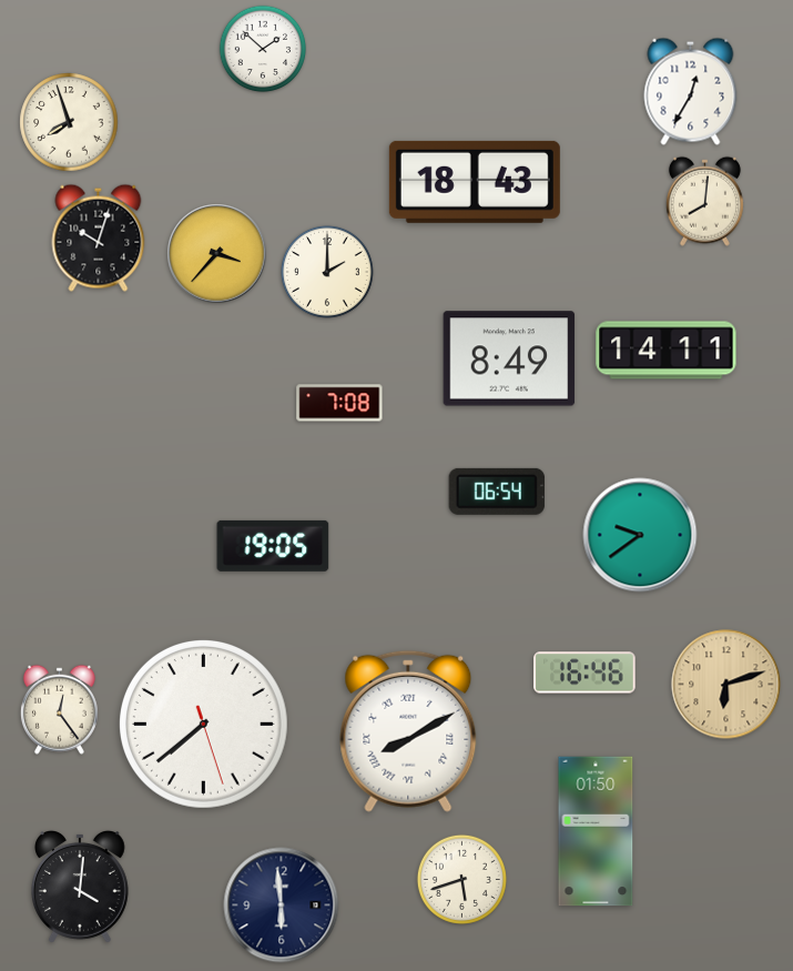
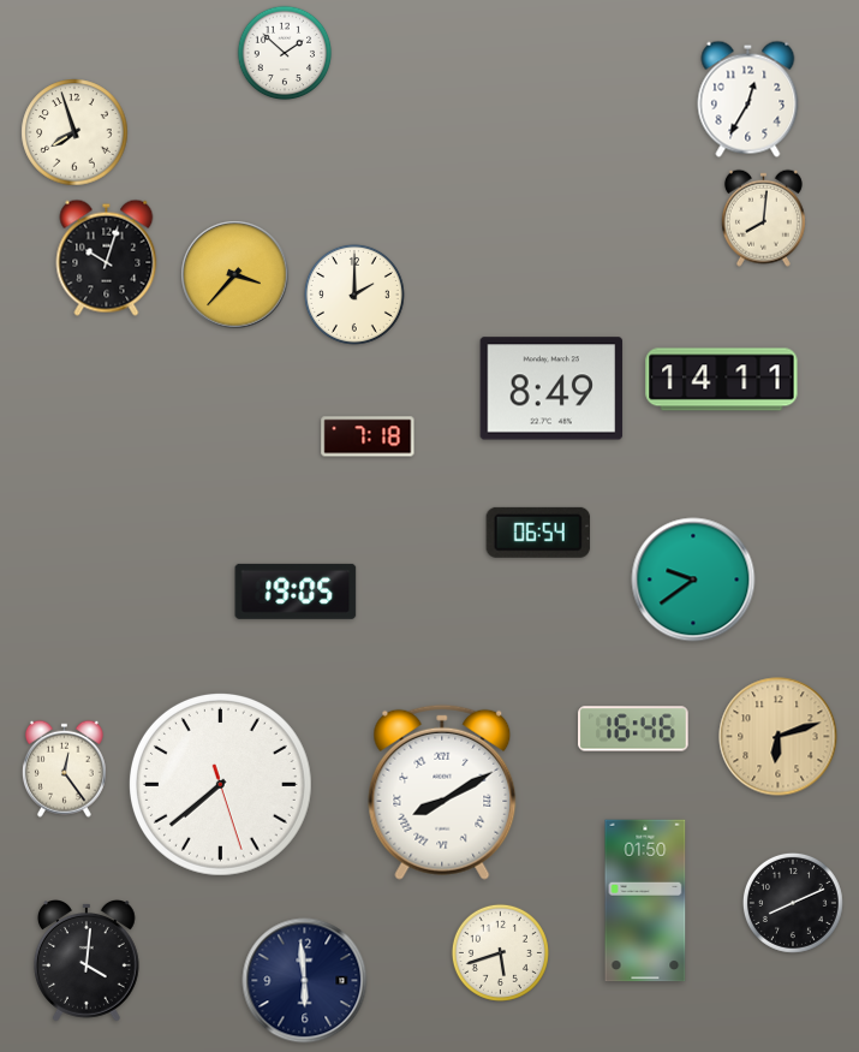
clock at (475, 182): 18:43 -> none
clock at (339, 403): 7:08 -> 7:18
clock at (726, 685) position: (726, 685) -> (779, 737)
clock at (793, 903): none -> 8:11
